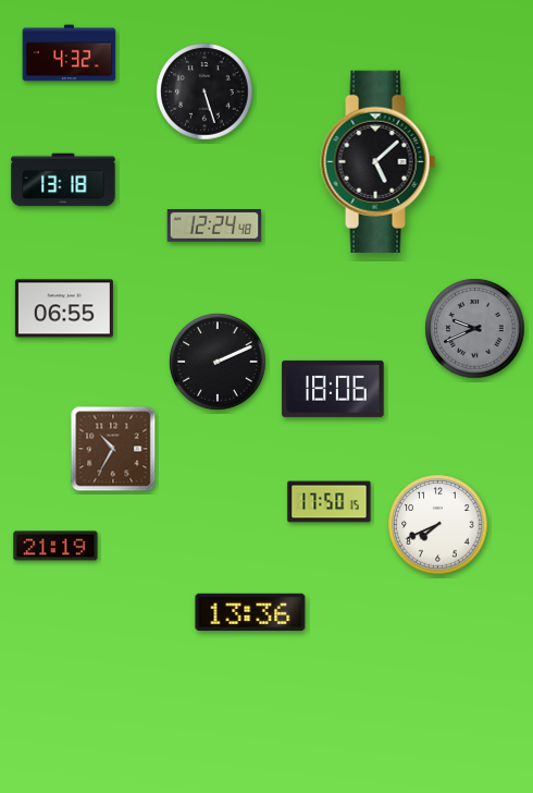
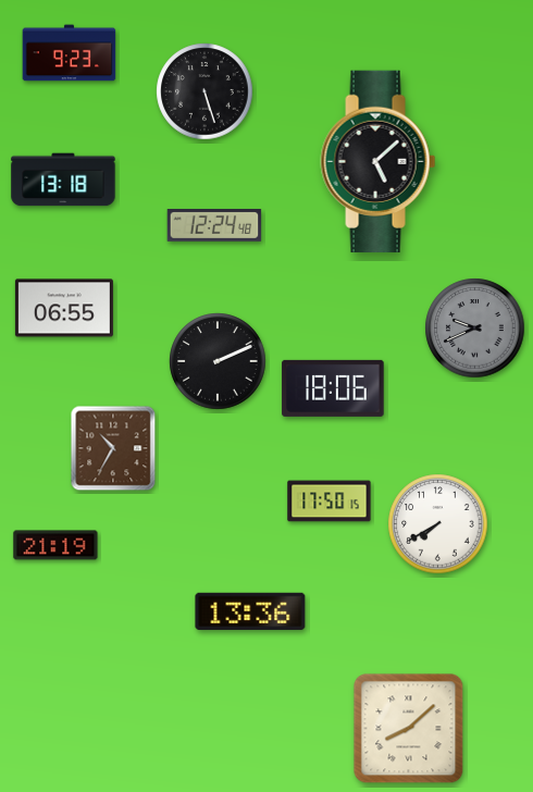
clock at (70, 53): 4:32 -> 9:23
clock at (438, 525): 7:41 -> 7:40
clock at (409, 729): none -> 8:08
